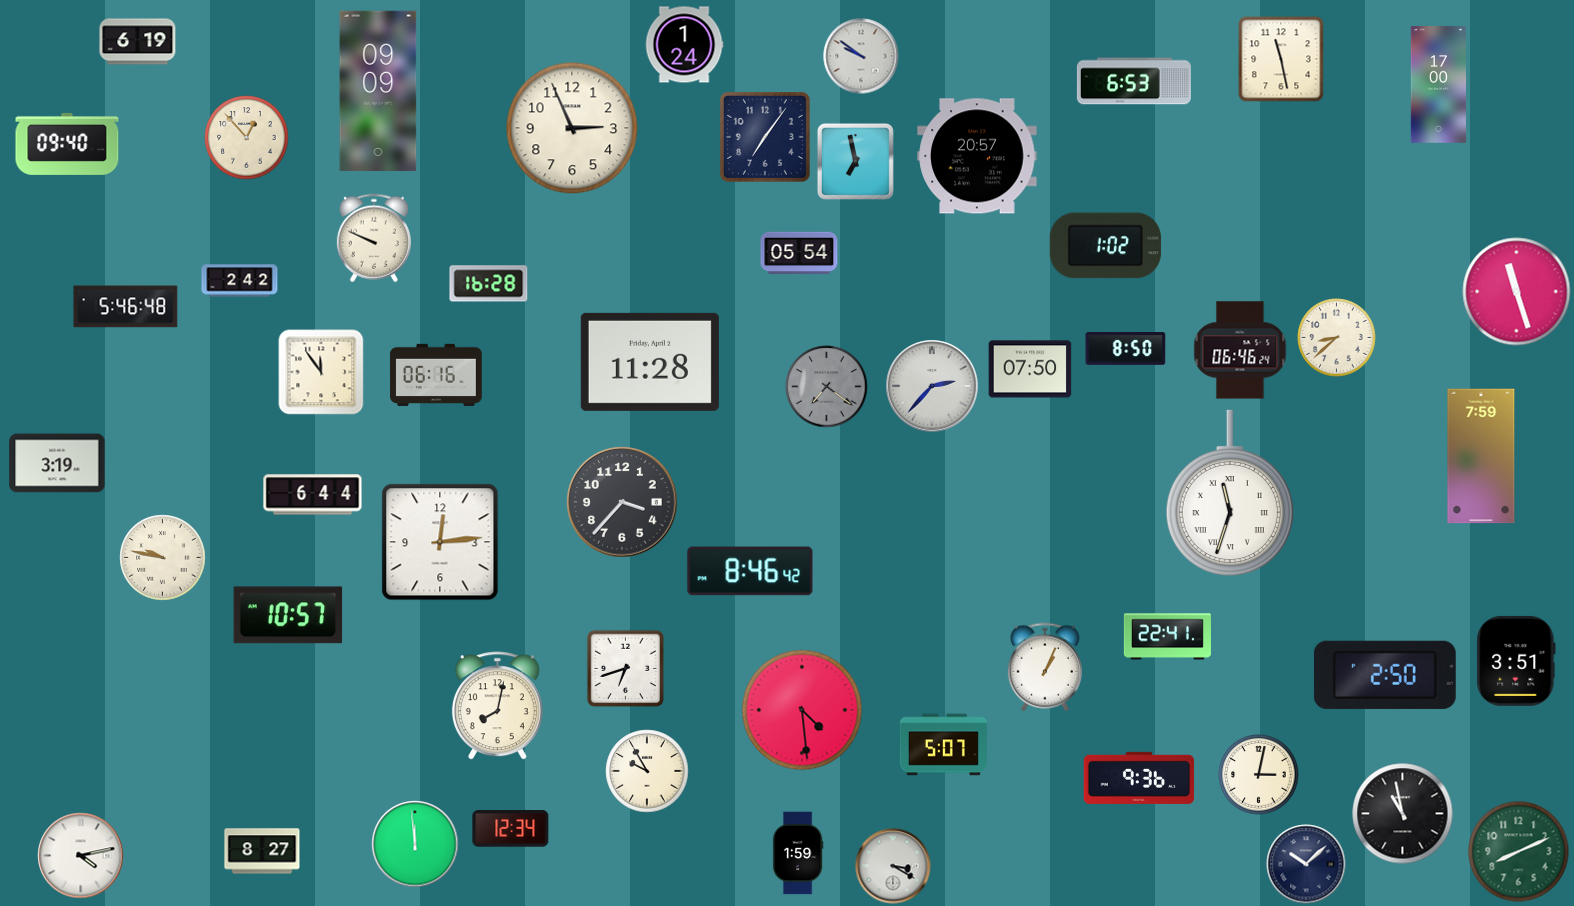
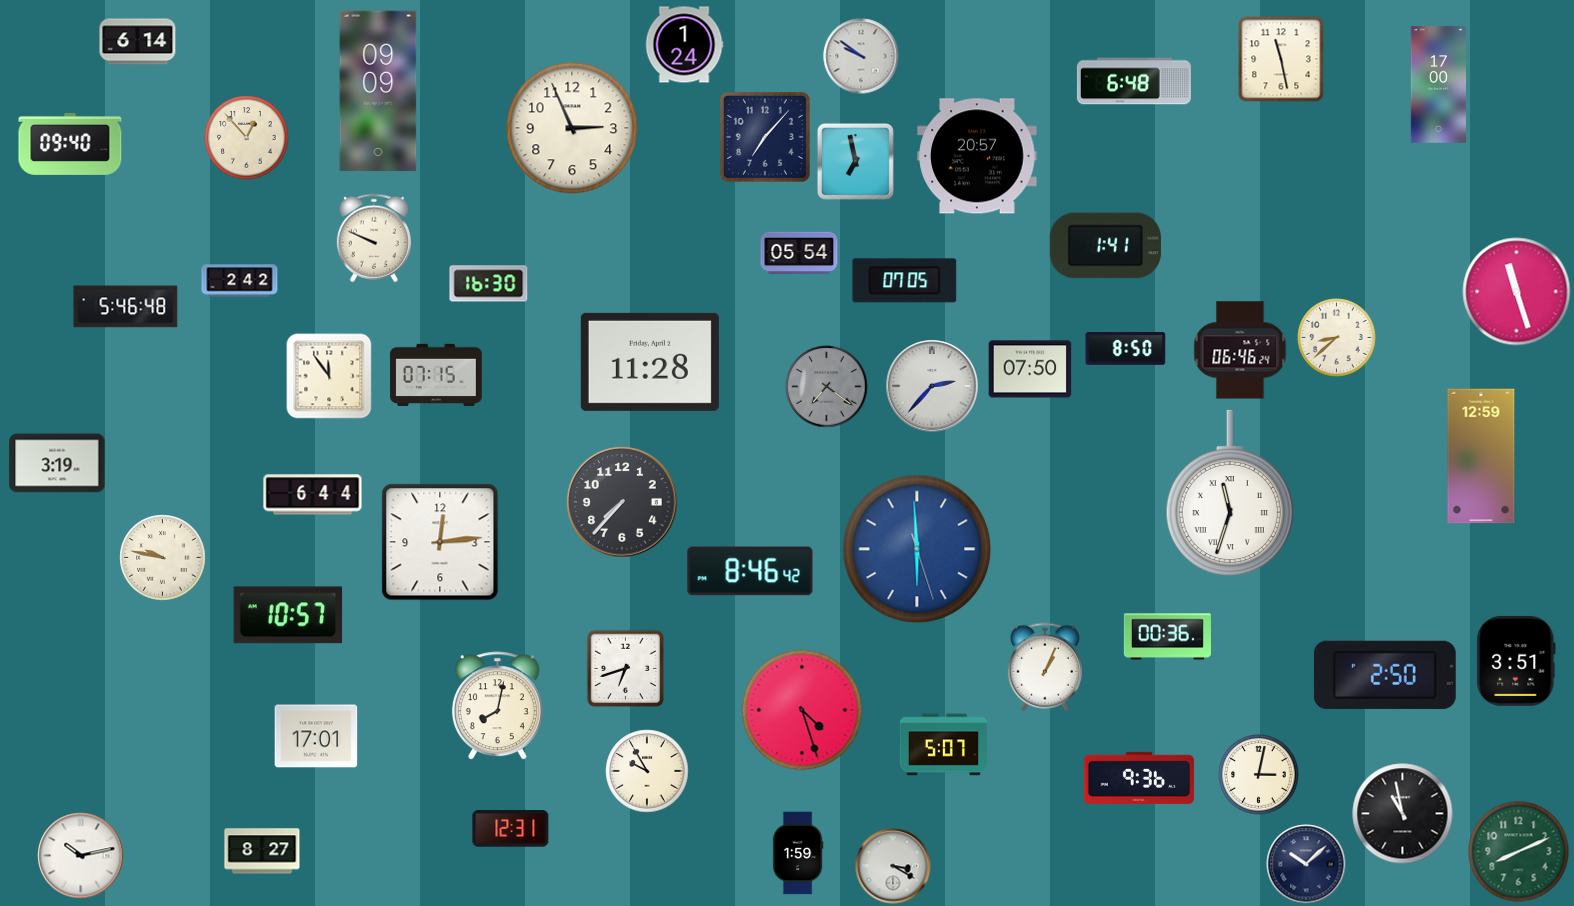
clock at (138, 42): 6:19 -> 6:14
clock at (1134, 81): 6:53 -> 6:48
clock at (765, 137): 7:06 -> 7:07
clock at (67, 144) position: (67, 144) -> (70, 144)
clock at (1105, 246): 1:02 -> 1:41
clock at (905, 281): none -> 07:05
clock at (489, 284): 16:28 -> 16:30
clock at (321, 372) position: (321, 372) -> (329, 376)
clock at (436, 375): 06:16 -> 07:15
clock at (1481, 456): 7:59 -> 12:59
clock at (622, 502): 3:37 -> 7:37
clock at (917, 549): none -> 5:59
clock at (1167, 637): 22:41 -> 00:36
clock at (802, 710): 4:29 -> 4:27
clock at (316, 736): none -> 17:01
clock at (511, 829): 12:34 -> 12:31
clock at (415, 844): 11:59 -> none
clock at (81, 856): 4:13 -> 10:13
